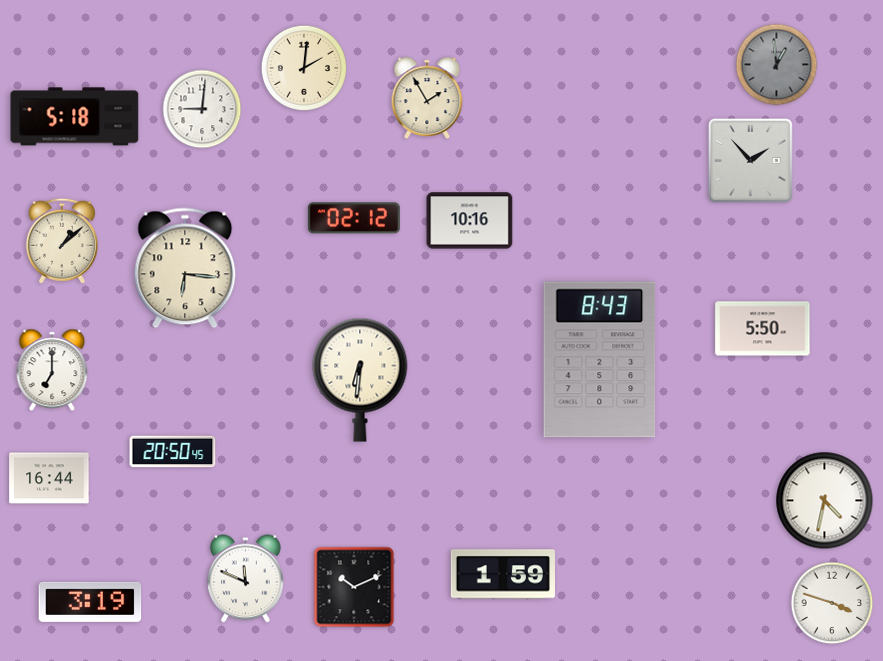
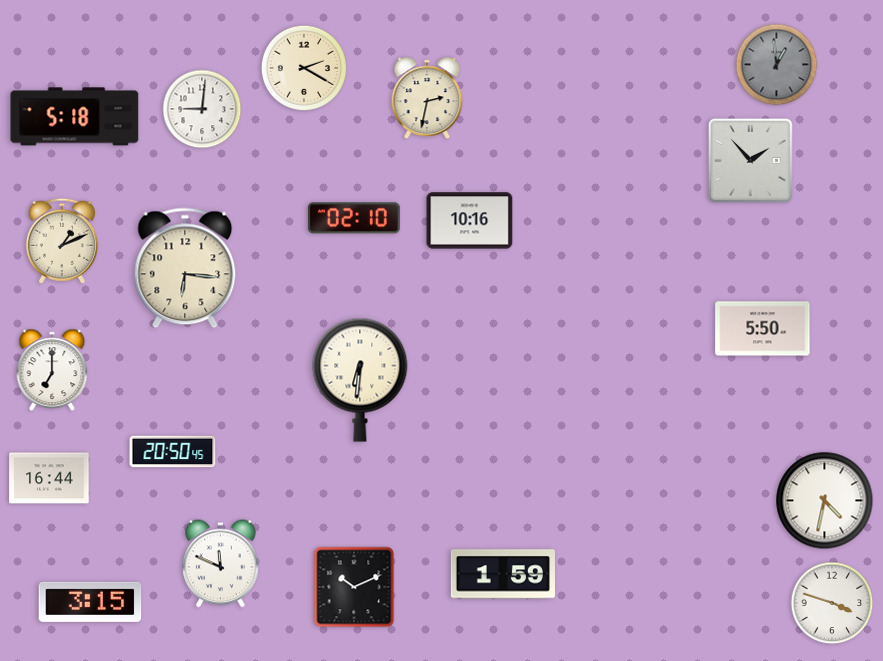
clock at (303, 67): 2:01 -> 2:20
clock at (427, 98): 1:55 -> 2:32
clock at (354, 218): 02:12 -> 02:10
clock at (62, 241): 1:08 -> 1:11
clock at (600, 360): 8:43 -> none
clock at (246, 579) position: (246, 579) -> (221, 564)
clock at (90, 602): 3:19 -> 3:15
